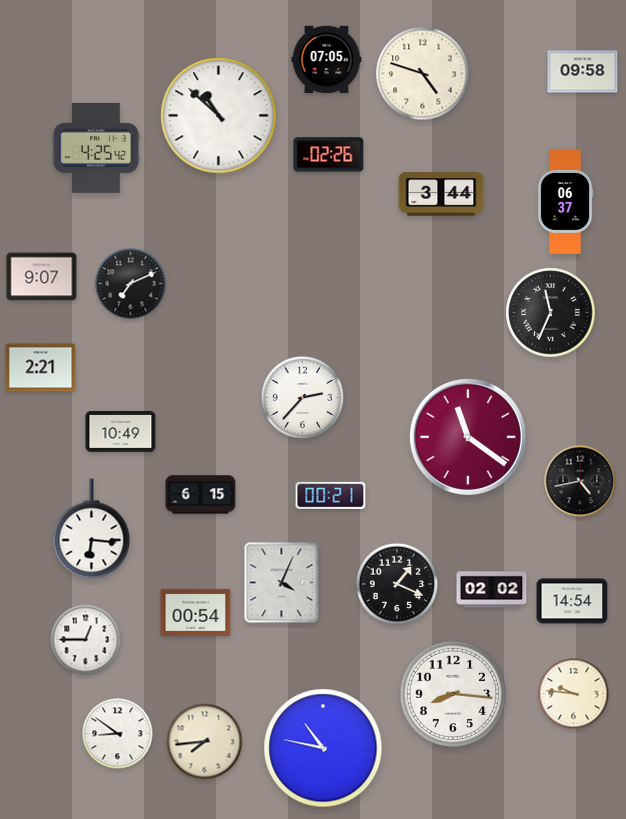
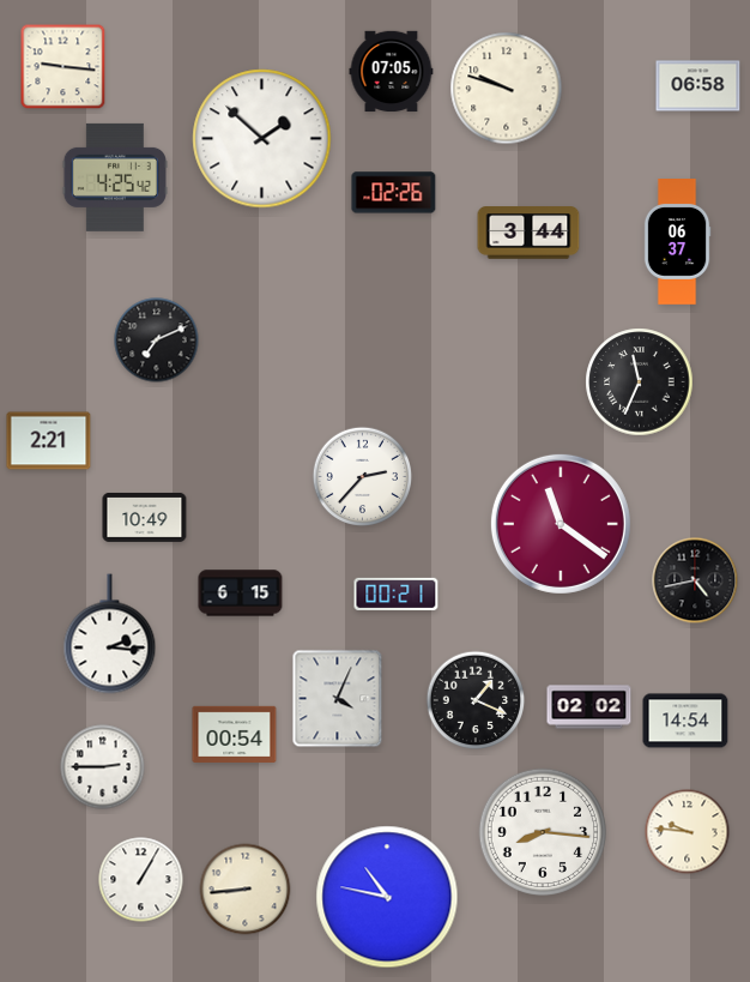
clock at (63, 67): none -> 9:16
clock at (583, 72): 09:58 -> 06:58
clock at (423, 74): 4:48 -> 9:48
clock at (219, 116): 10:52 -> 1:52
clock at (329, 155) position: (329, 155) -> (394, 193)
clock at (42, 277): 9:07 -> none
clock at (551, 313) position: (551, 313) -> (640, 382)
clock at (580, 481) position: (580, 481) -> (695, 580)
clock at (92, 529): 6:16 -> 2:16
clock at (86, 640): 12:45 -> 2:45
clock at (118, 734): 8:51 -> 1:05
clock at (205, 742): 7:44 -> 8:44
